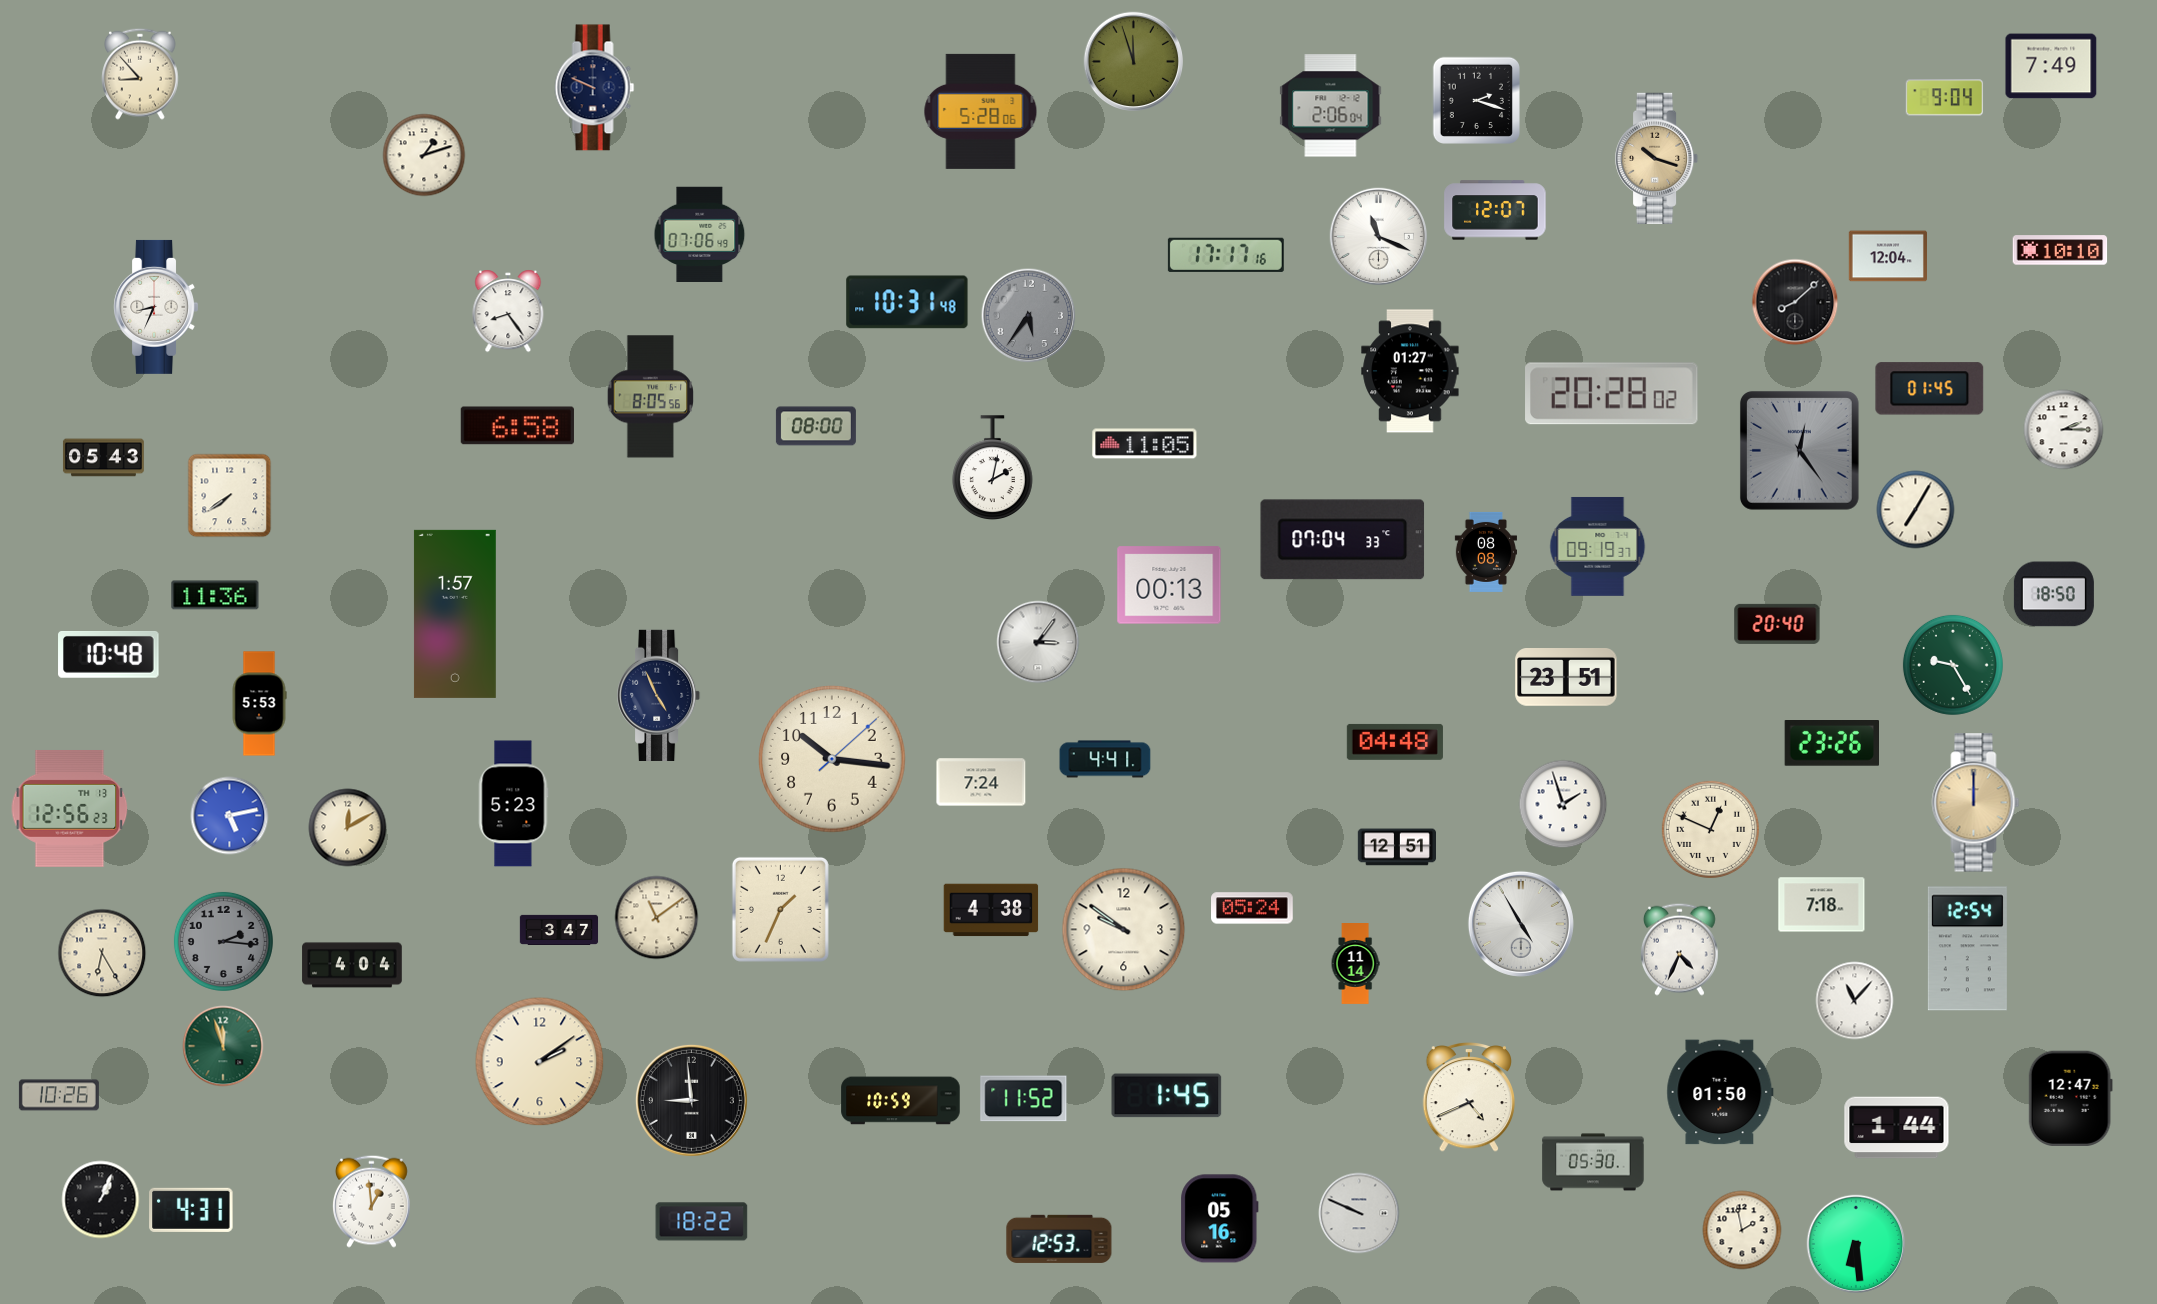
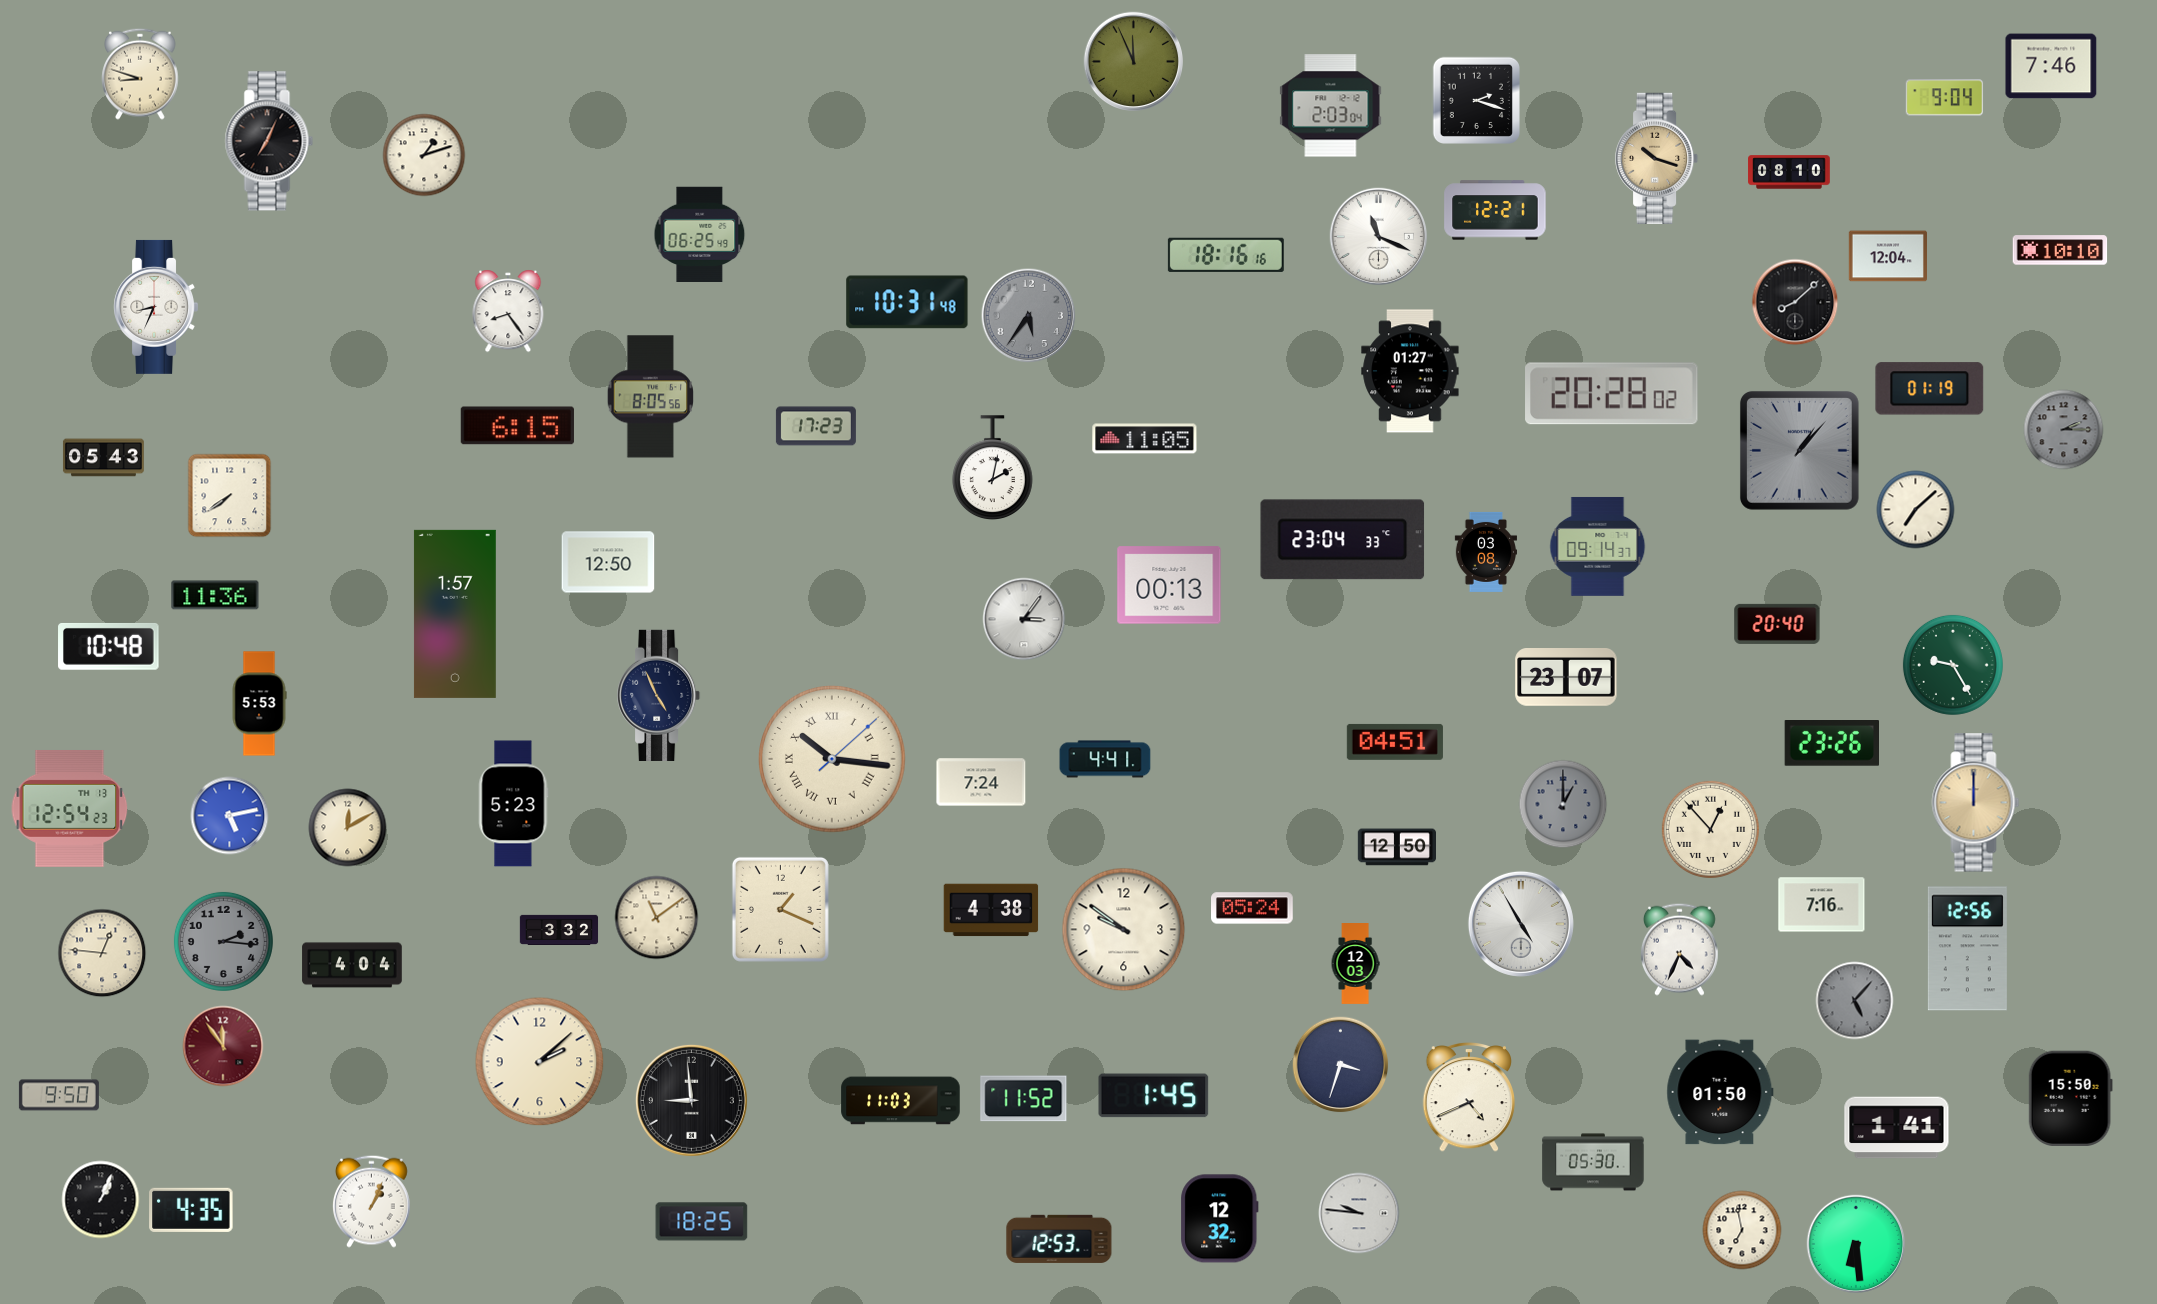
clock at (1133, 61): 11:57 -> 11:56
clock at (2051, 66): 7:49 -> 7:46
clock at (140, 74): 8:53 -> 8:48
clock at (595, 88): 9:49 -> none
clock at (1331, 106): 2:06 -> 2:03
clock at (981, 111): 5:28 -> none
clock at (269, 141): none -> 7:04
clock at (1789, 172): none -> 08:10
clock at (1495, 210): 12:07 -> 12:21
clock at (700, 234): 07:06 -> 06:25
clock at (1226, 255): 17:17 -> 18:16
clock at (1930, 389): 01:45 -> 01:19
clock at (517, 426): 6:58 -> 6:15
clock at (816, 426): 08:00 -> 17:23
clock at (2064, 430) dial: white -> grey
clock at (1145, 444) position: (1145, 444) -> (1145, 439)
clock at (1799, 450): 12:24 -> 1:07
clock at (1916, 510): 7:05 -> 7:08
clock at (1343, 540): 07:04 -> 23:04
clock at (1598, 546): 09:19 -> 09:14
clock at (1485, 552): 08:08 -> 03:08
clock at (608, 562): none -> 12:50
clock at (2054, 594): 18:50 -> none
clock at (1038, 642) position: (1038, 642) -> (1024, 619)
clock at (109, 654) position: (109, 654) -> (109, 646)
clock at (1566, 678): 23:51 -> 23:07
clock at (1395, 742): 04:48 -> 04:51
clock at (832, 759) numerals: Arabic -> Roman
clock at (1563, 804): 1:57 -> 1:00
clock at (1563, 804) dial: white -> grey
clock at (70, 808): 12:56 -> 12:54
clock at (1710, 829): 12:49 -> 12:53
clock at (1396, 847): 12:51 -> 12:50
clock at (1822, 905): 7:18 -> 7:16
clock at (780, 909): 1:34 -> 1:19
clock at (559, 929): 3:47 -> 3:32
clock at (1967, 949): 12:54 -> 12:56
clock at (102, 953): 6:25 -> 12:46
clock at (1355, 964): 11:14 -> 12:03
clock at (1855, 1001): 11:07 -> 5:07
clock at (1855, 1001) dial: white -> grey
clock at (223, 1046): 11:57 -> 11:54
clock at (223, 1046) dial: green -> burgundy
clock at (540, 1062): 2:09 -> 2:08
clock at (1341, 1065): none -> 3:33
clock at (59, 1095): 10:26 -> 9:50
clock at (1167, 1096) position: (1167, 1096) -> (1154, 1096)
clock at (2070, 1098): 12:47 -> 15:50
clock at (901, 1101): 10:59 -> 11:03
clock at (1897, 1128): 1:44 -> 1:41
clock at (371, 1201): 12:59 -> 1:04
clock at (191, 1210): 4:31 -> 4:35
clock at (1359, 1213): 9:49 -> 9:46
clock at (1220, 1219): 05:16 -> 12:32
clock at (702, 1222): 18:22 -> 18:25
clock at (1742, 1230): 1:58 -> 6:58
